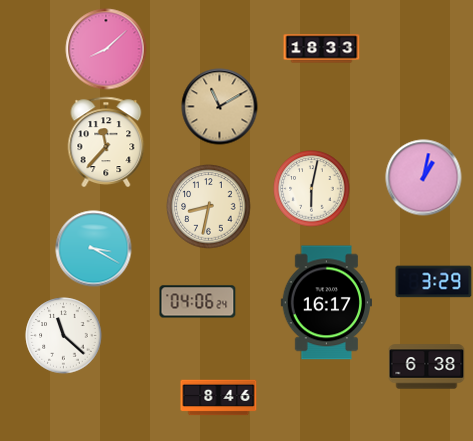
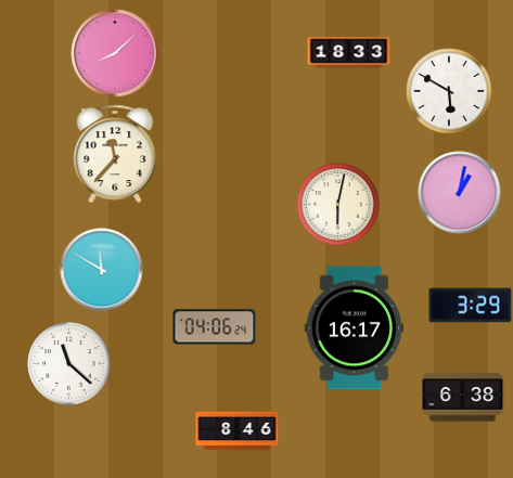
clock at (449, 91): none -> 5:50
clock at (220, 107): 11:10 -> none
clock at (209, 207): 8:32 -> none
clock at (94, 249): 3:20 -> 11:50
